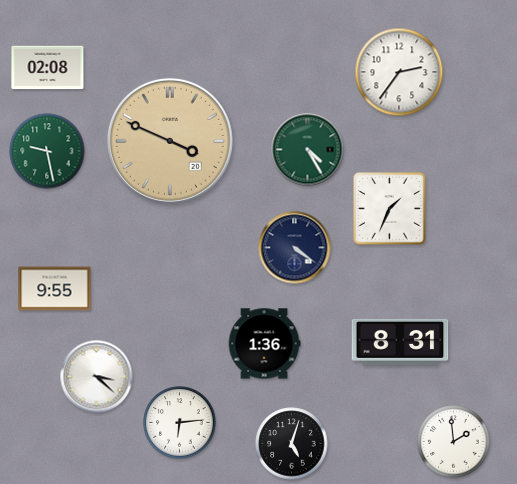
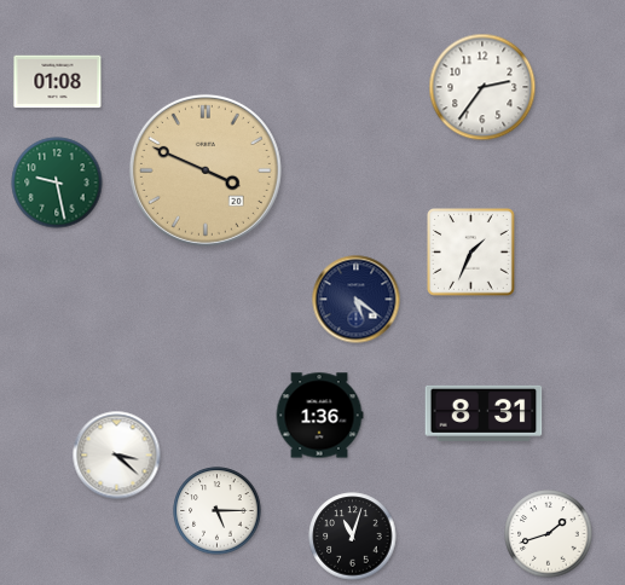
clock at (48, 68): 02:08 -> 01:08
clock at (308, 150): 4:25 -> none
clock at (295, 248): 4:21 -> 5:21
clock at (55, 289): 9:55 -> none
clock at (180, 423): 6:14 -> 5:15
clock at (454, 442): 1:59 -> 1:42
clock at (292, 444): 5:03 -> 11:03
